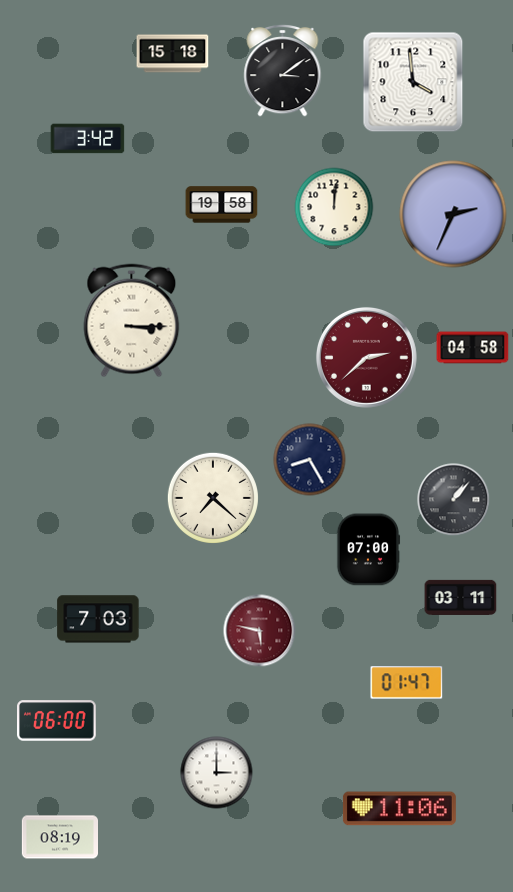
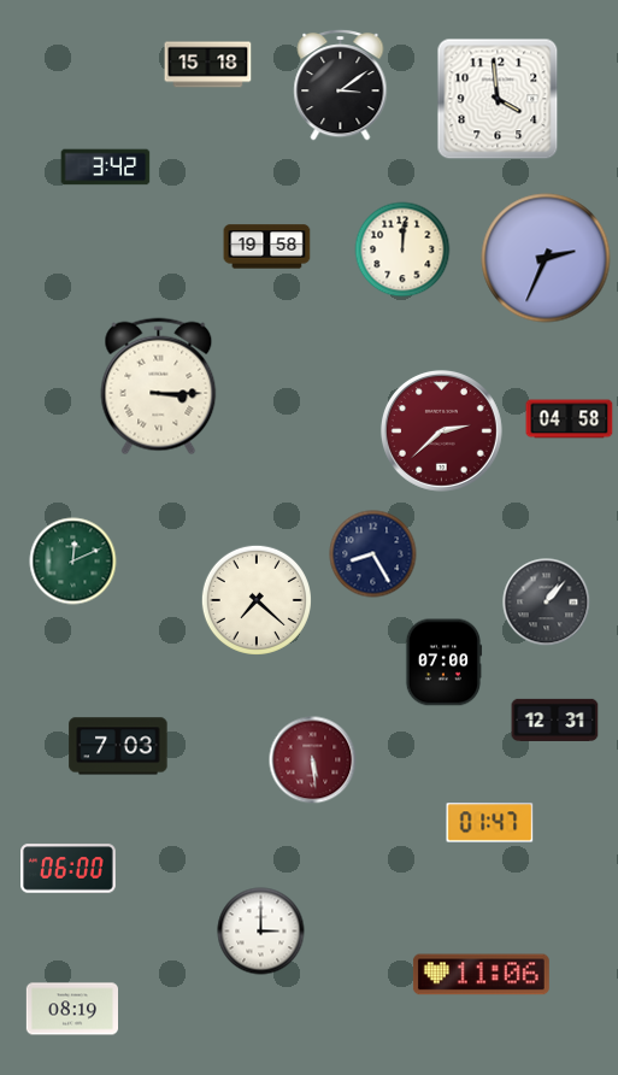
clock at (73, 562): none -> 12:11
clock at (461, 597): 03:11 -> 12:31
clock at (260, 631): 5:47 -> 5:29
